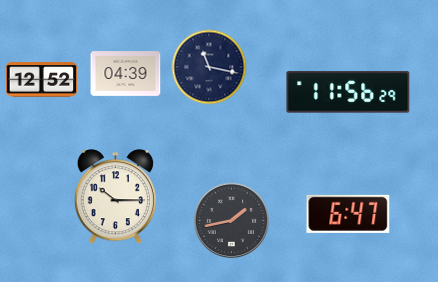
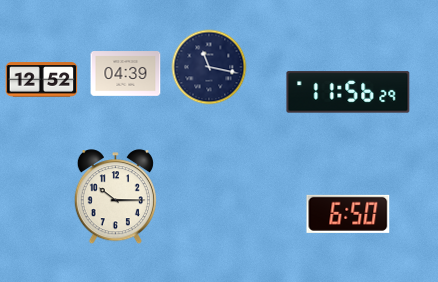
clock at (348, 214): 6:47 -> 6:50
clock at (232, 221): 1:43 -> none
